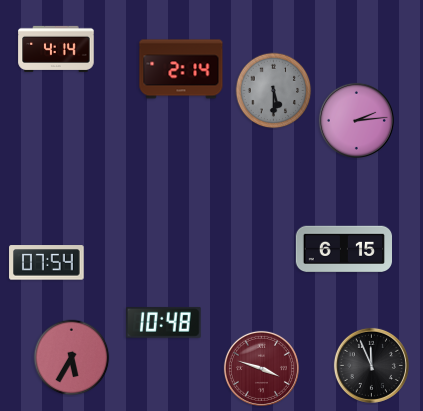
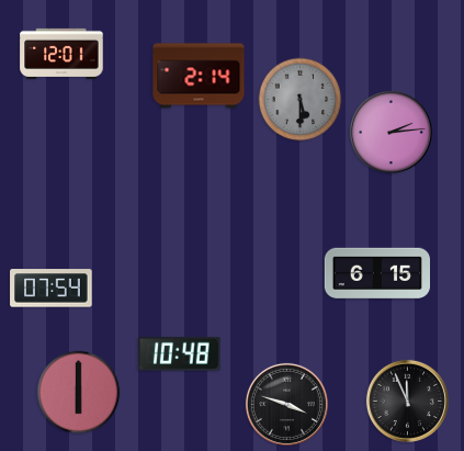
clock at (56, 49): 4:14 -> 12:01
clock at (72, 358): 5:35 -> 6:00
clock at (261, 368) dial: burgundy -> black
